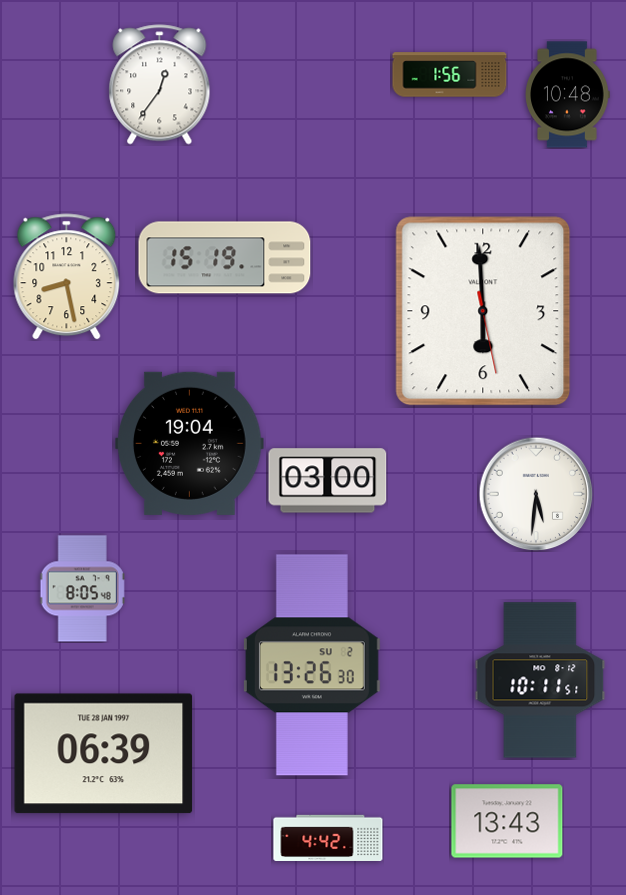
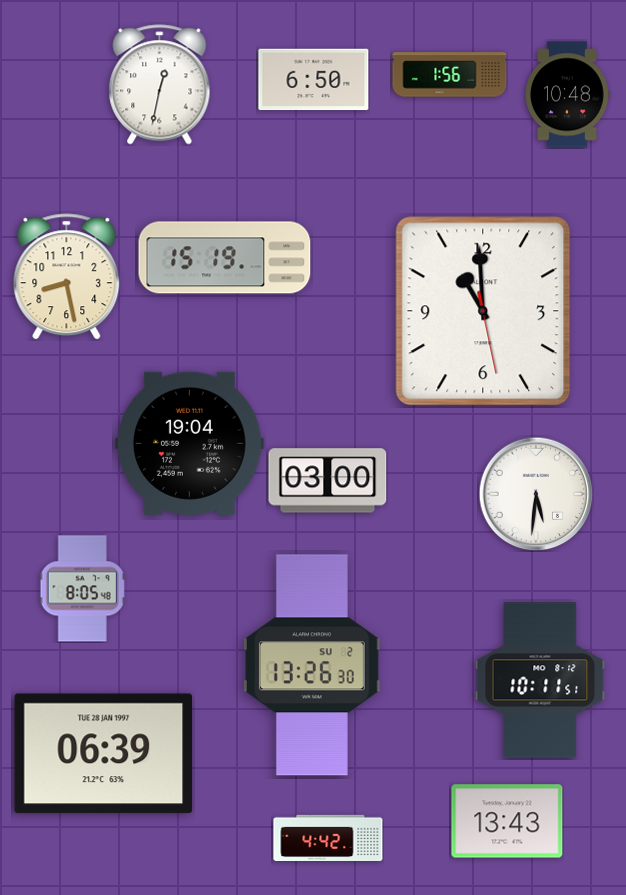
clock at (314, 80): none -> 6:50
clock at (160, 85): 12:36 -> 12:32
clock at (483, 311): 5:59 -> 10:59
